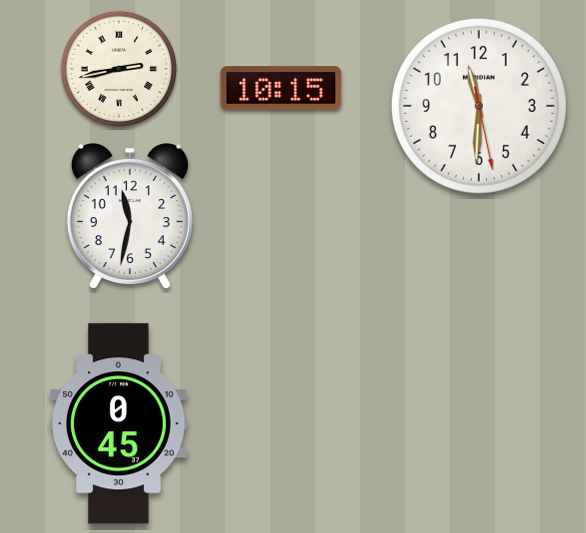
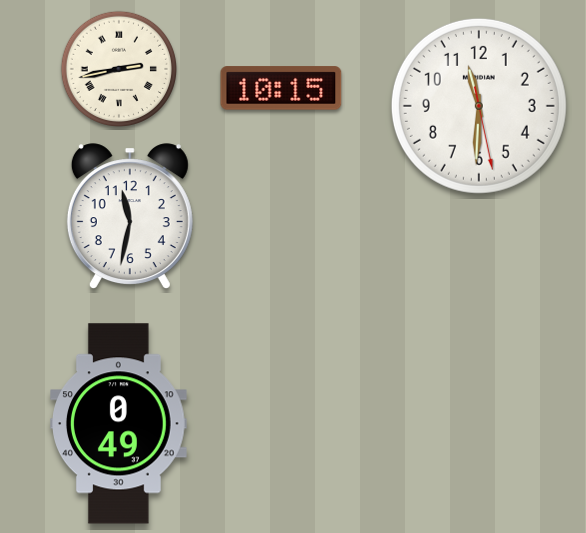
clock at (119, 424): 0:45 -> 0:49
